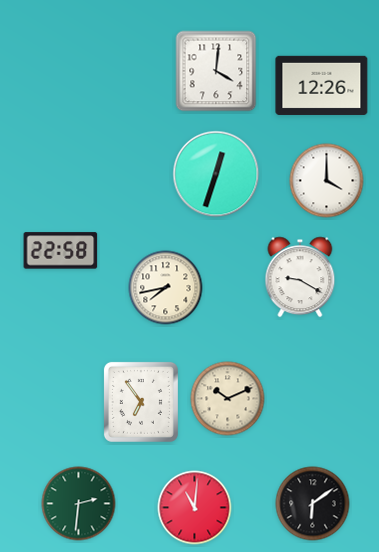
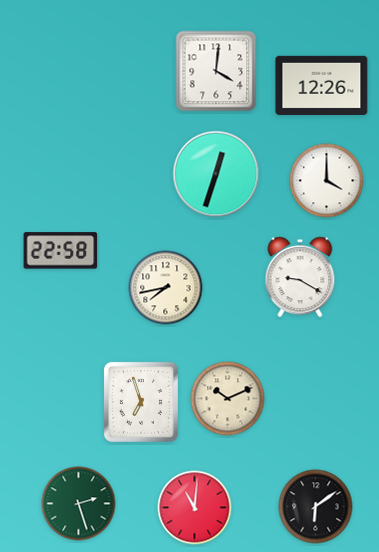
clock at (141, 402): 6:54 -> 6:57
clock at (79, 504): 2:31 -> 2:27
clock at (313, 504) position: (313, 504) -> (316, 507)
